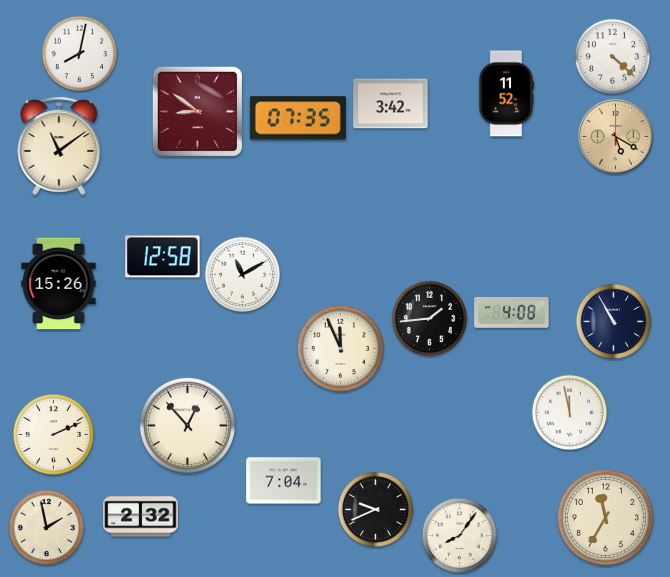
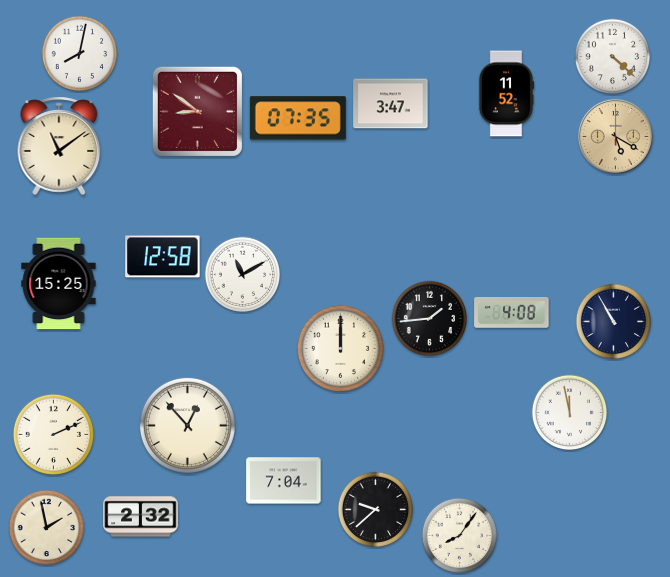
clock at (391, 104): 3:42 -> 3:47
clock at (59, 284): 15:26 -> 15:25
clock at (340, 348): 11:56 -> 12:00
clock at (376, 510): 9:41 -> 9:38
clock at (605, 517): 11:35 -> none
